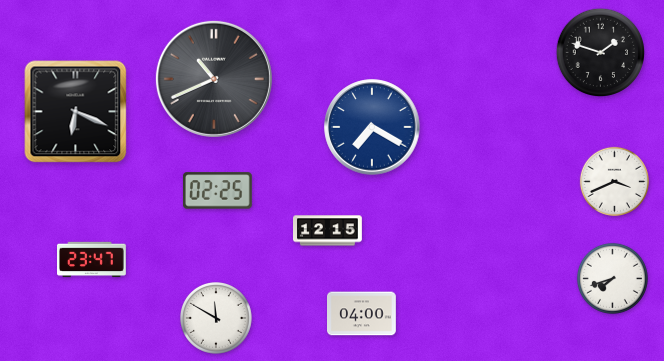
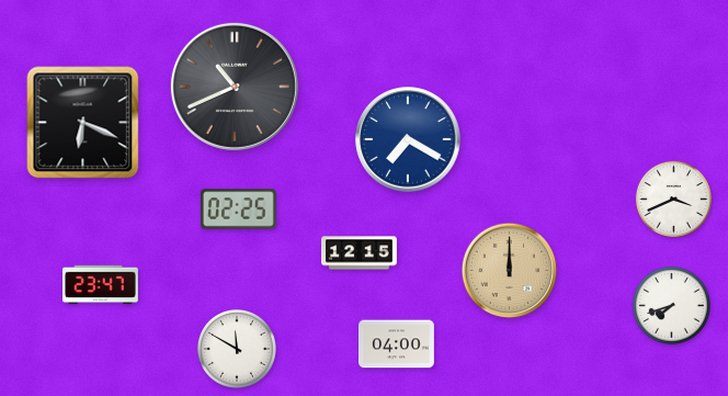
clock at (601, 52): 1:48 -> none
clock at (510, 271): none -> 12:00
